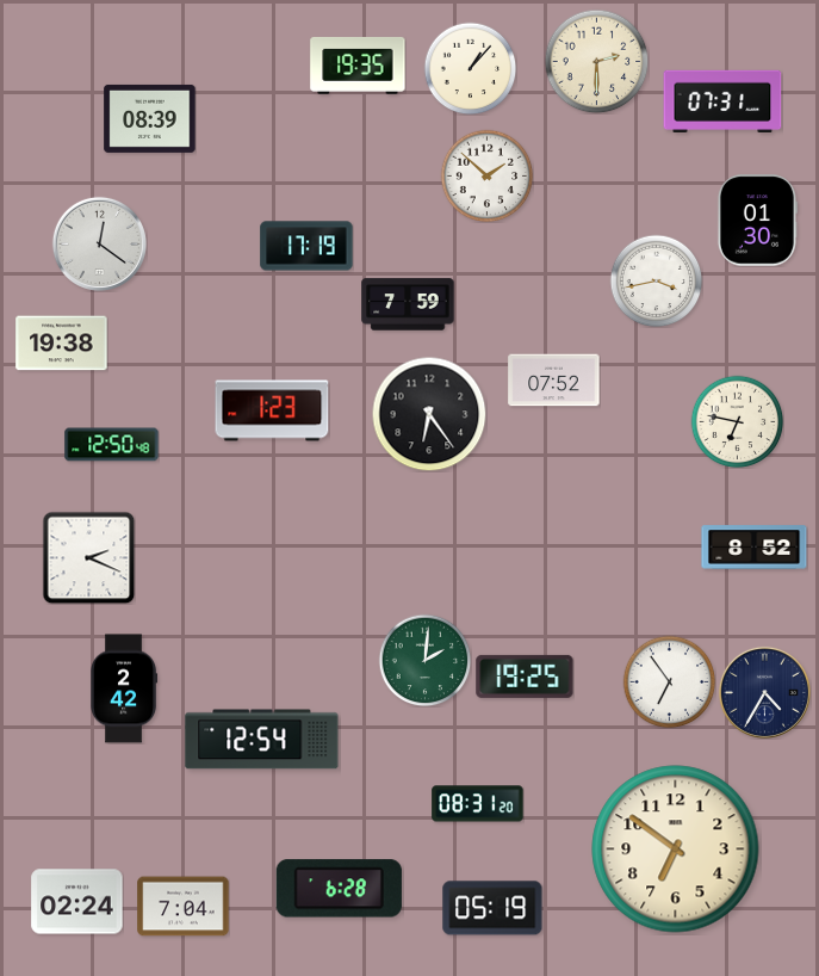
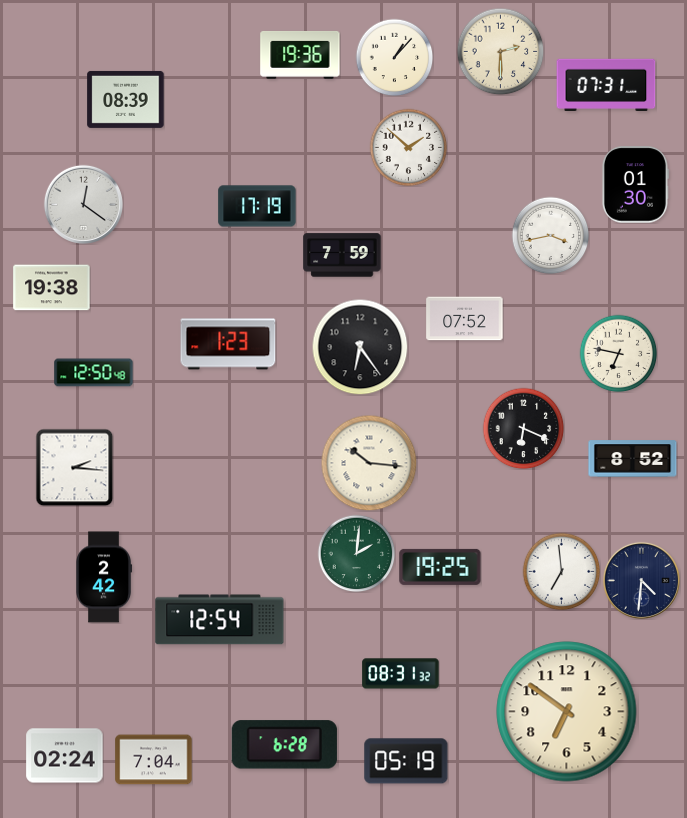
clock at (358, 66): 19:35 -> 19:36
clock at (523, 428): none -> 6:19
clock at (369, 463): none -> 10:16
clock at (88, 557): 2:19 -> 2:16
clock at (669, 681): 6:54 -> 6:59
clock at (764, 692): 4:35 -> 4:31
clock at (478, 804): 08:31:20 -> 08:31:32
clock at (492, 908) position: (492, 908) -> (406, 761)
